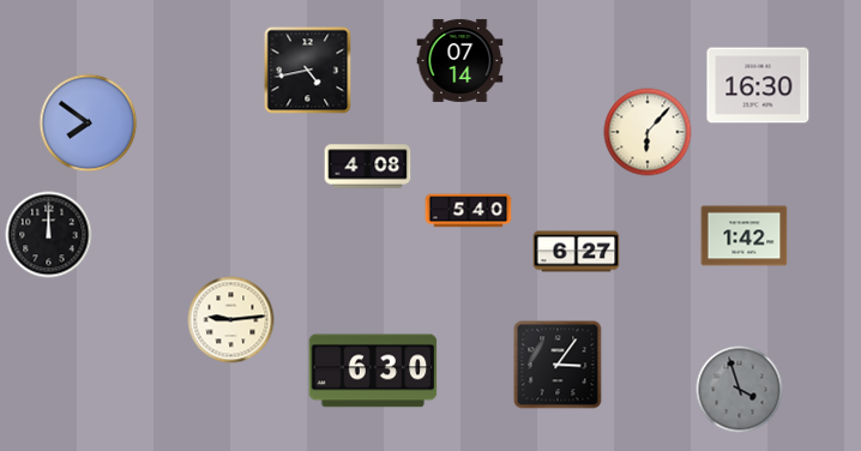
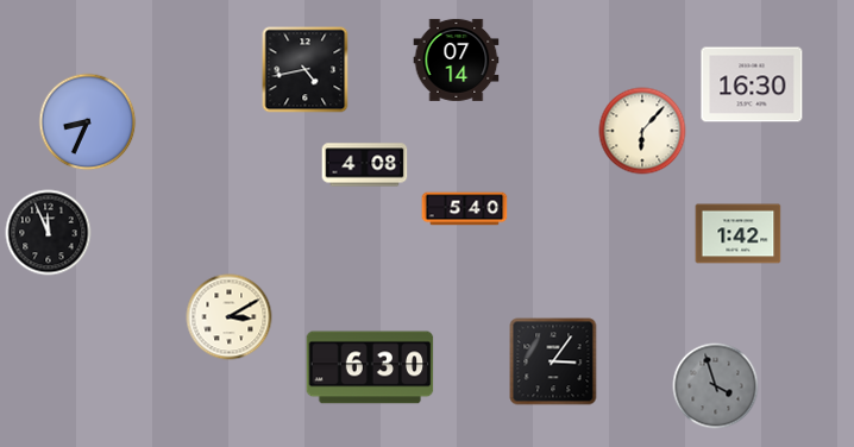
clock at (89, 124): 7:51 -> 8:34
clock at (49, 235): 12:00 -> 11:56
clock at (577, 252): 6:27 -> none
clock at (231, 320): 9:14 -> 3:10
clock at (740, 390) position: (740, 390) -> (716, 386)
